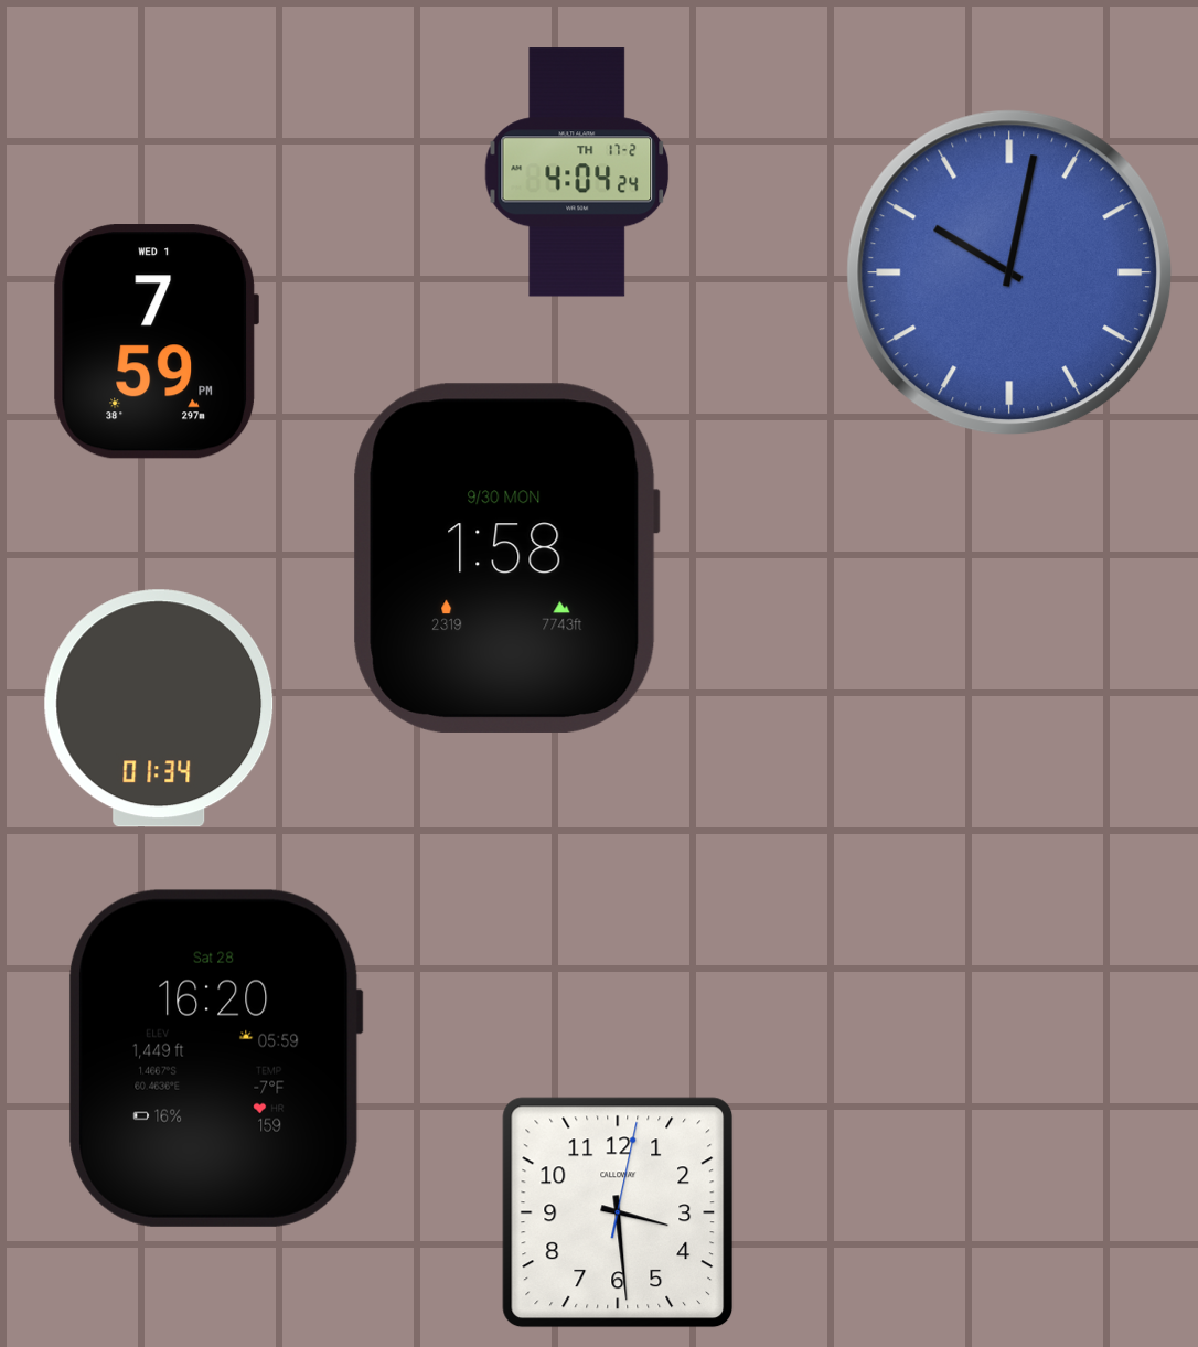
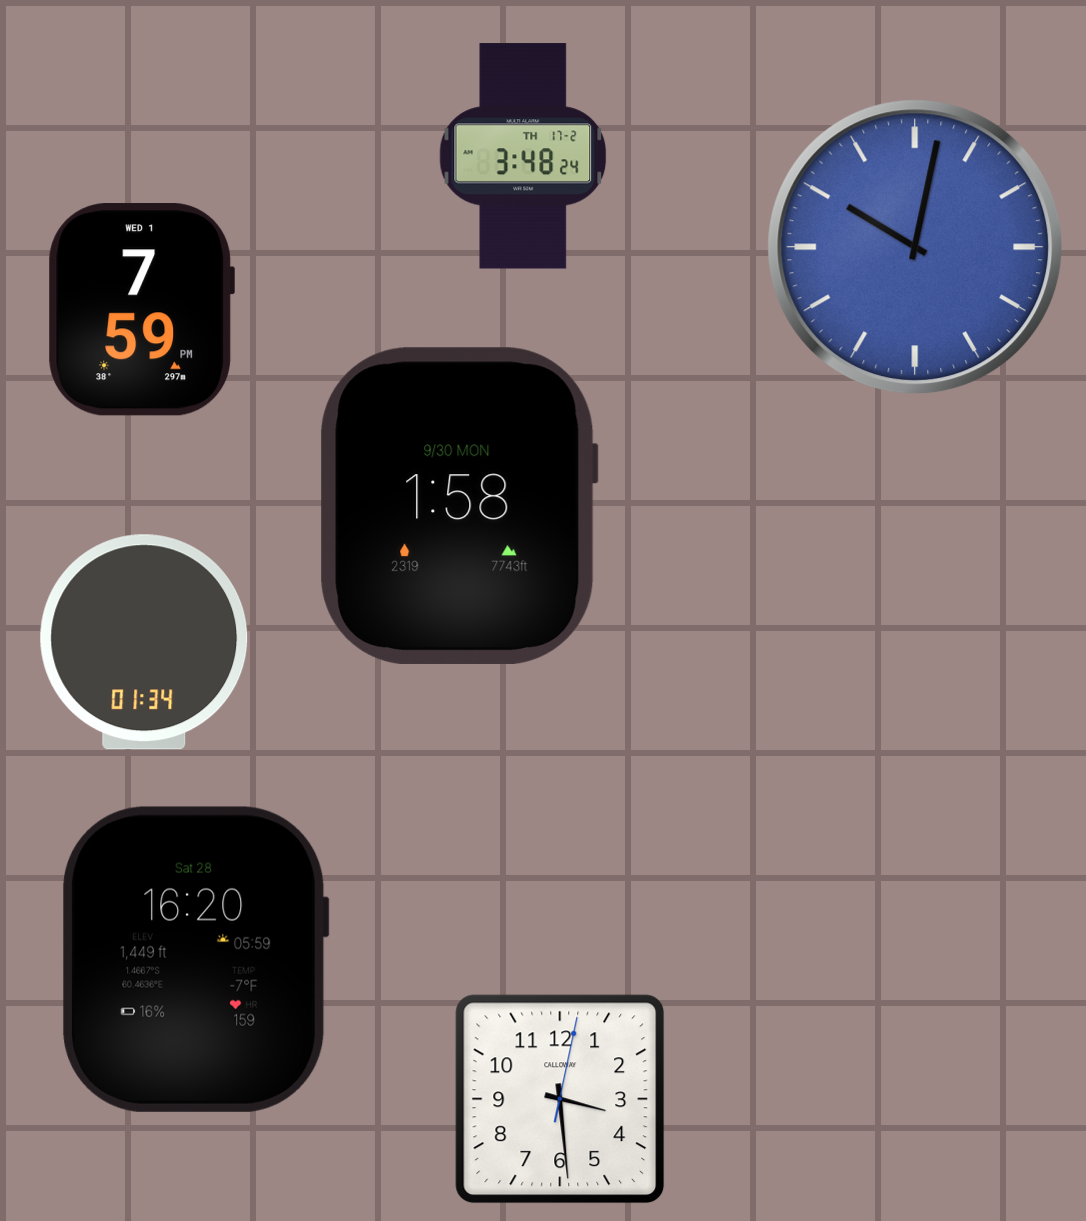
clock at (577, 172): 4:04 -> 3:48
